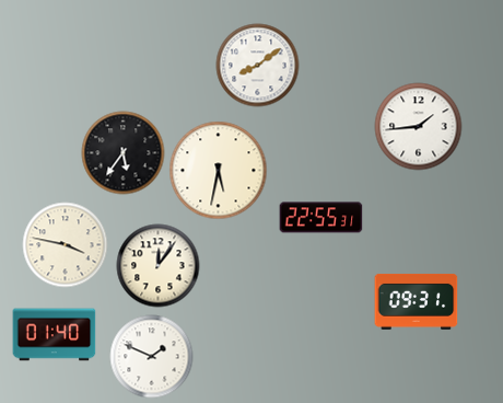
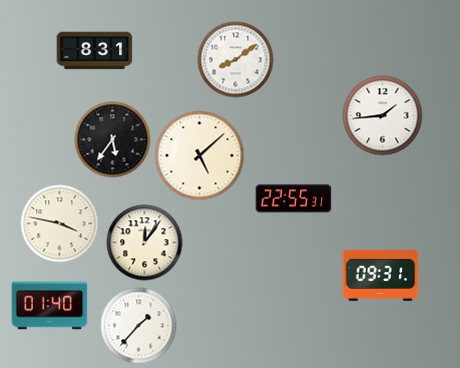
clock at (95, 51): none -> 8:31
clock at (219, 171): 5:32 -> 5:08
clock at (152, 357): 1:49 -> 1:37
